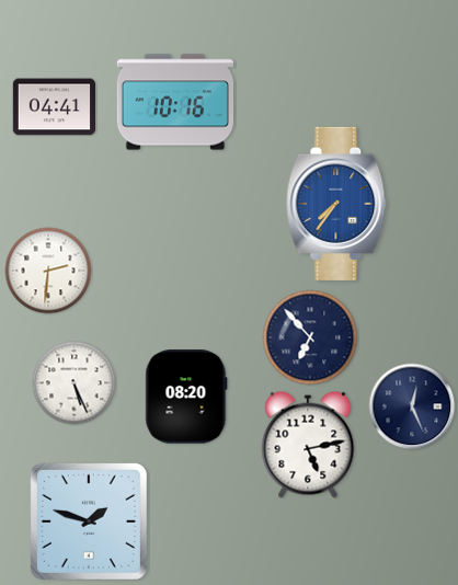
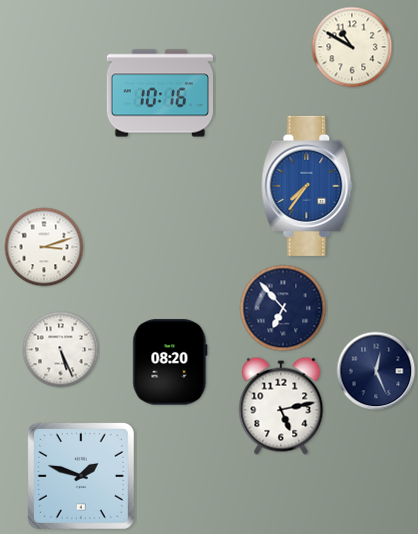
clock at (352, 47): none -> 10:50
clock at (54, 107): 04:41 -> none
clock at (48, 271): 2:31 -> 3:12
clock at (75, 383) position: (75, 383) -> (61, 350)
